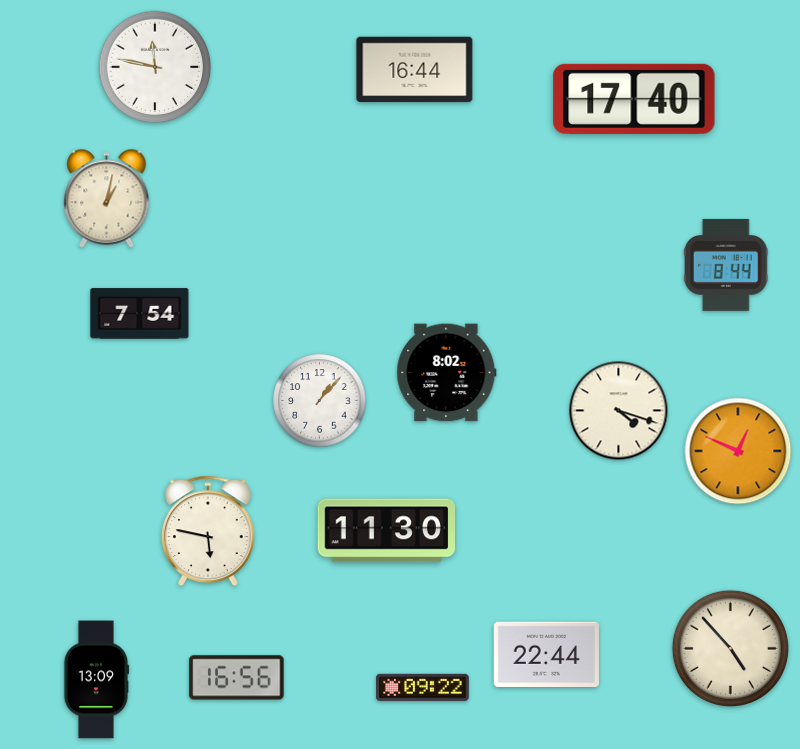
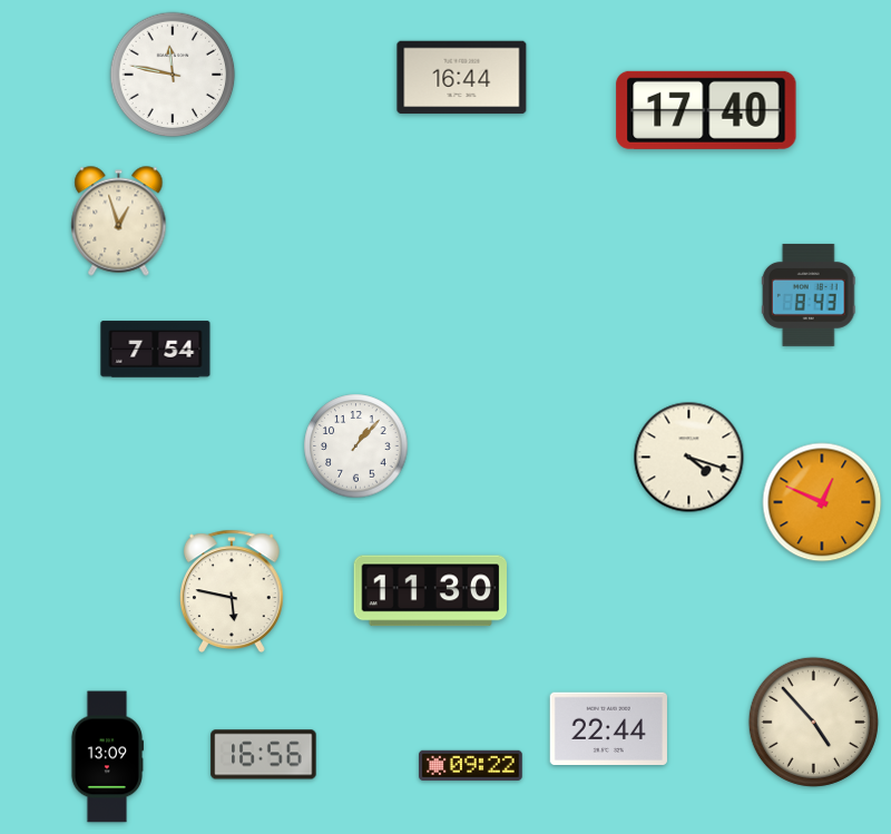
clock at (107, 199): 1:02 -> 12:57
clock at (726, 265): 8:44 -> 8:43
clock at (447, 373): 8:02 -> none
